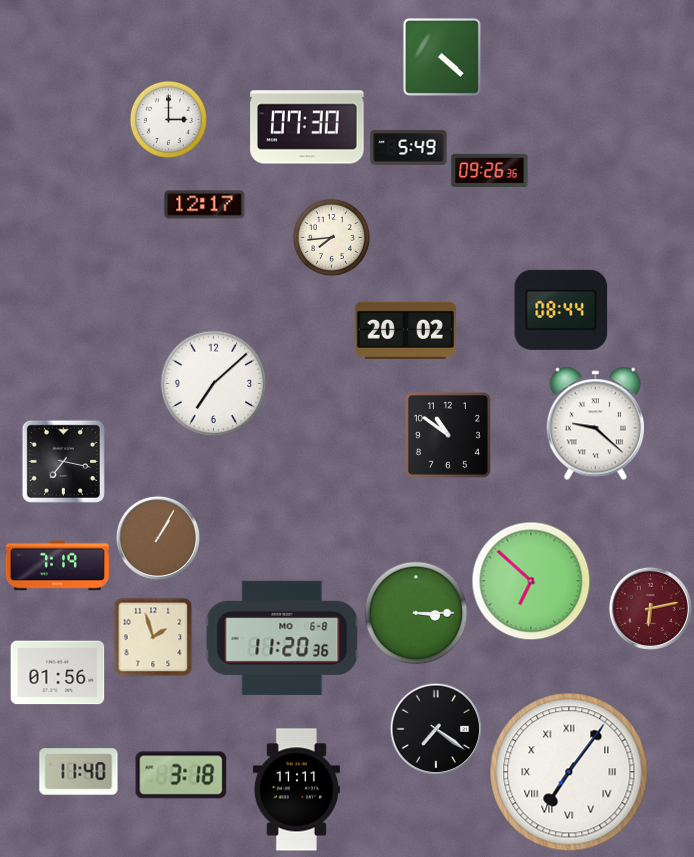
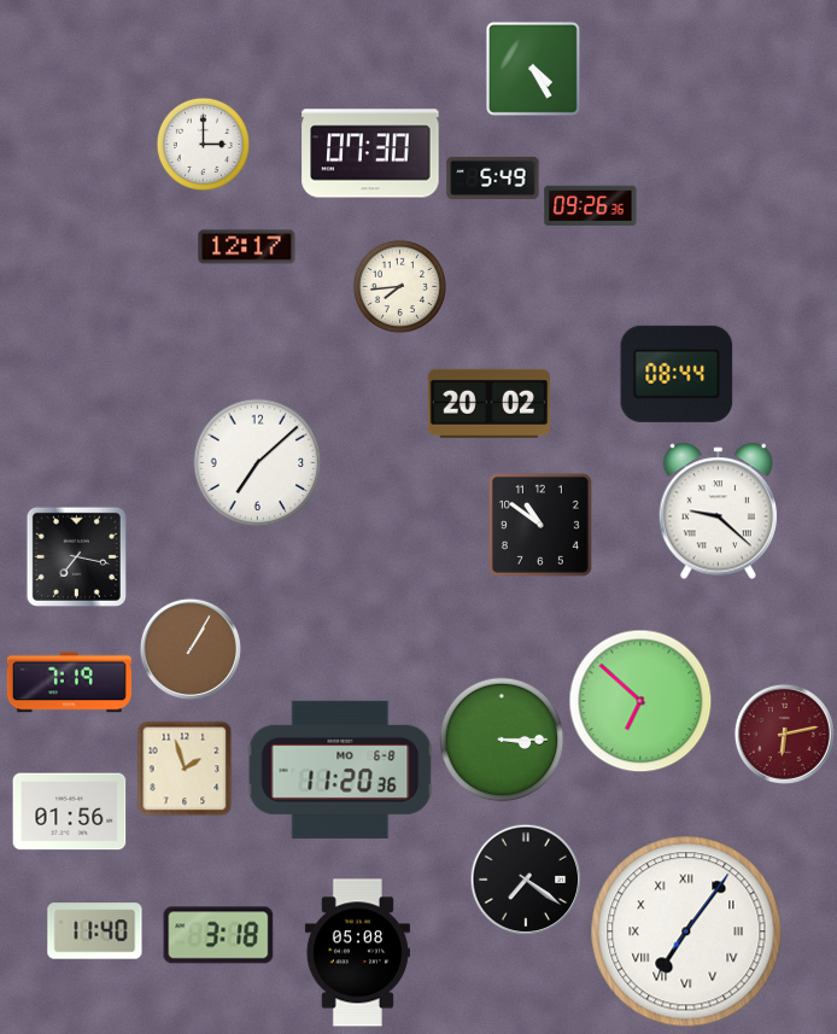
clock at (442, 57): 4:22 -> 4:25
clock at (405, 330) position: (405, 330) -> (488, 403)
clock at (296, 790): 11:11 -> 05:08
